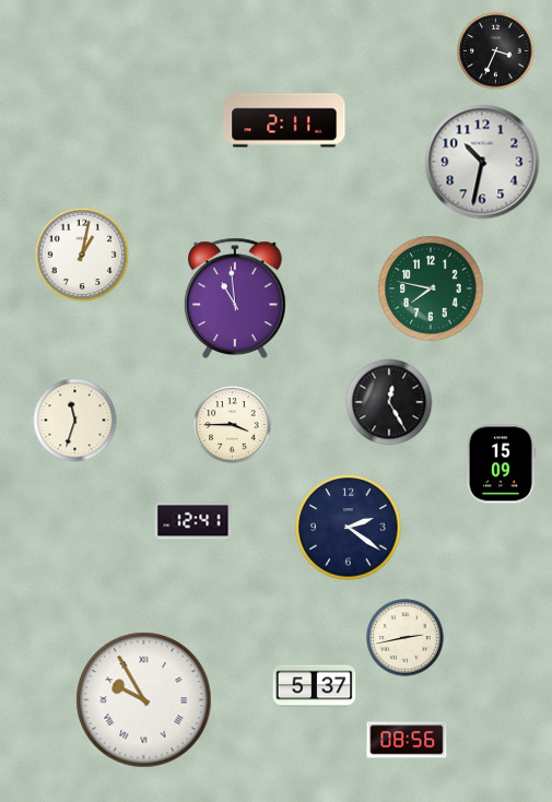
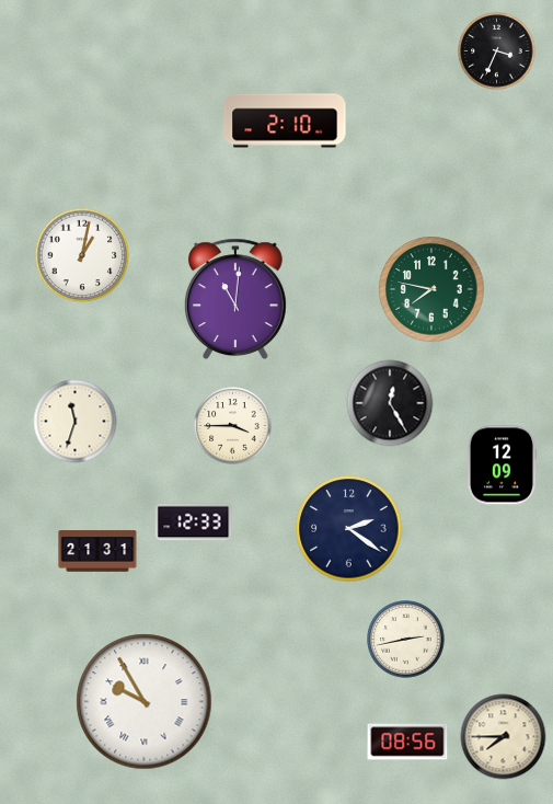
clock at (284, 120): 2:11 -> 2:10
clock at (482, 162): 10:32 -> none
clock at (235, 297): 10:59 -> 11:01
clock at (501, 464): 15:09 -> 12:09
clock at (193, 521): 12:41 -> 12:33
clock at (97, 551): none -> 21:31
clock at (315, 686): 5:37 -> none
clock at (504, 737): none -> 7:45
